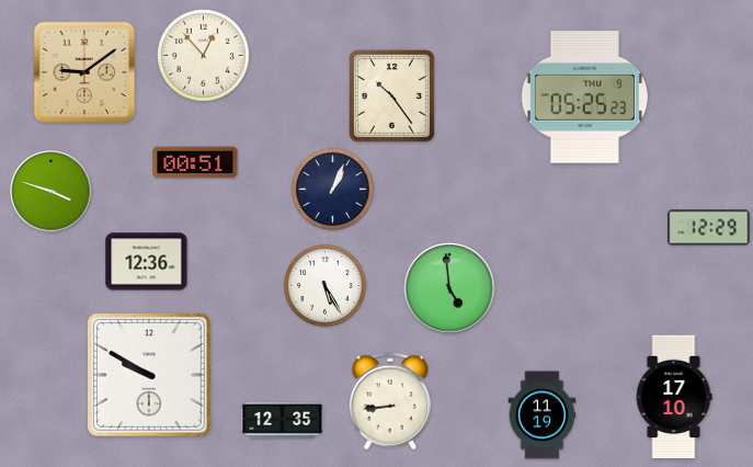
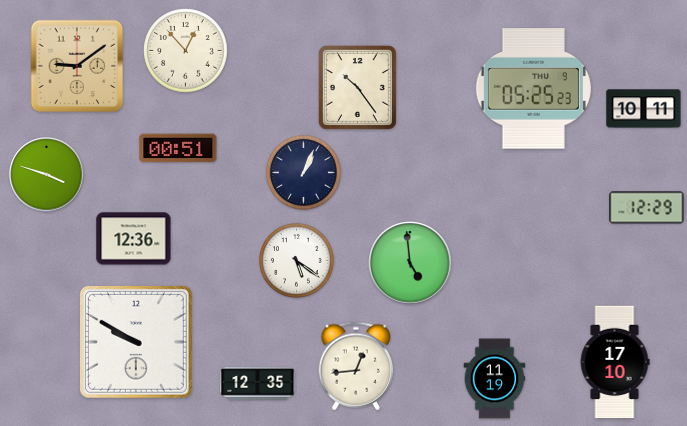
clock at (644, 109): none -> 10:11
clock at (326, 286): 5:25 -> 5:21
clock at (389, 401): 8:44 -> 12:44
